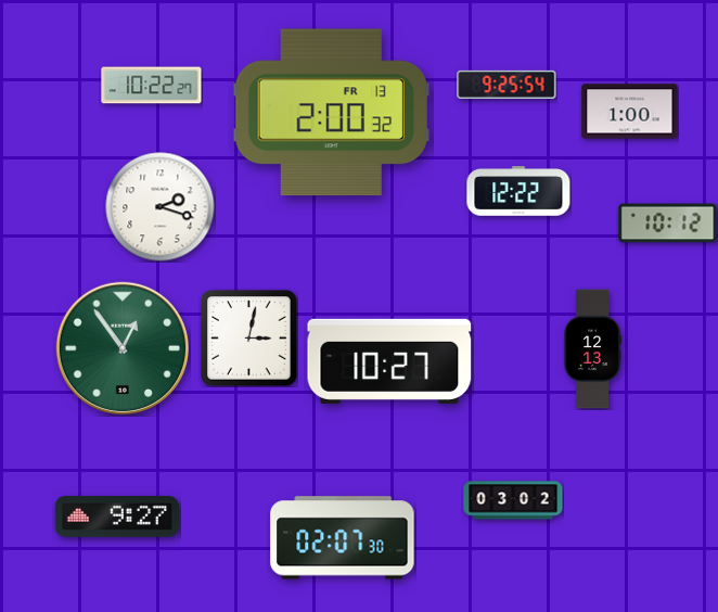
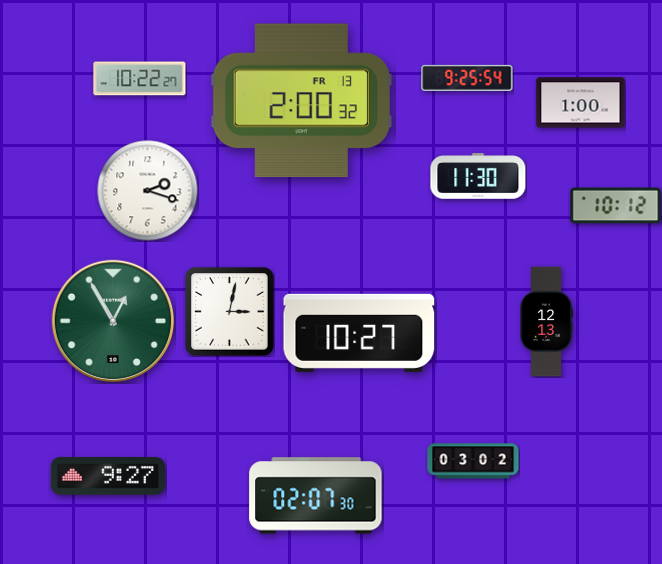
clock at (331, 113) position: (331, 113) -> (301, 101)
clock at (518, 192): 12:22 -> 11:30
clock at (121, 347): 12:54 -> 12:55
